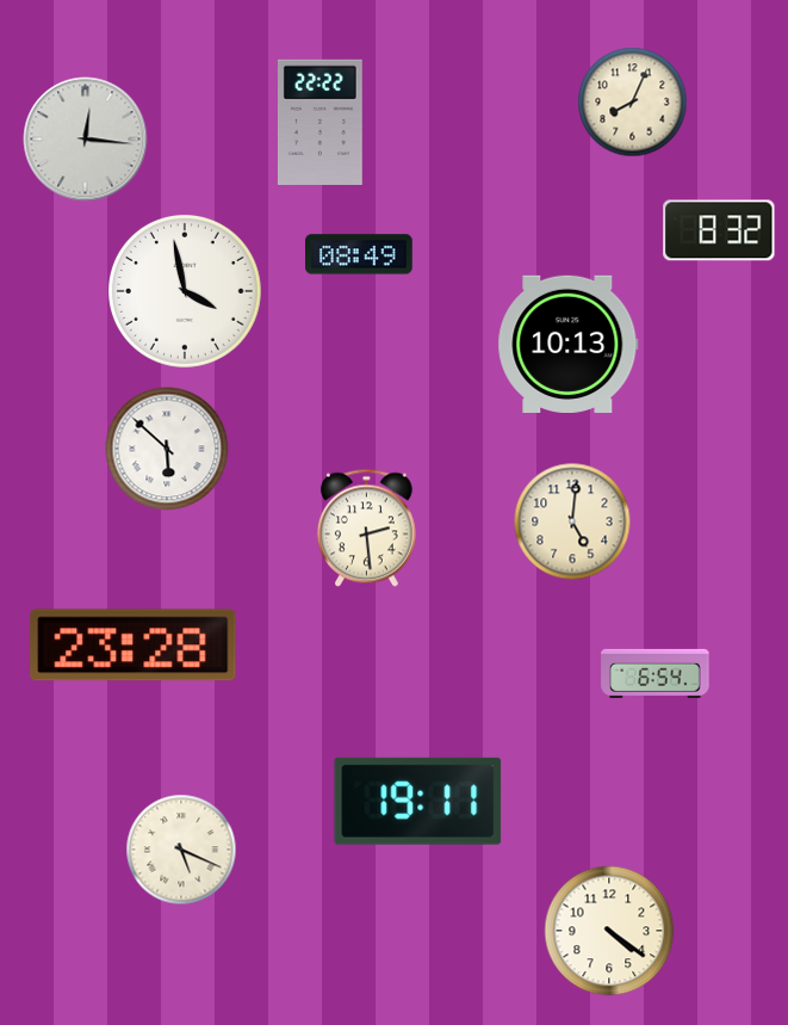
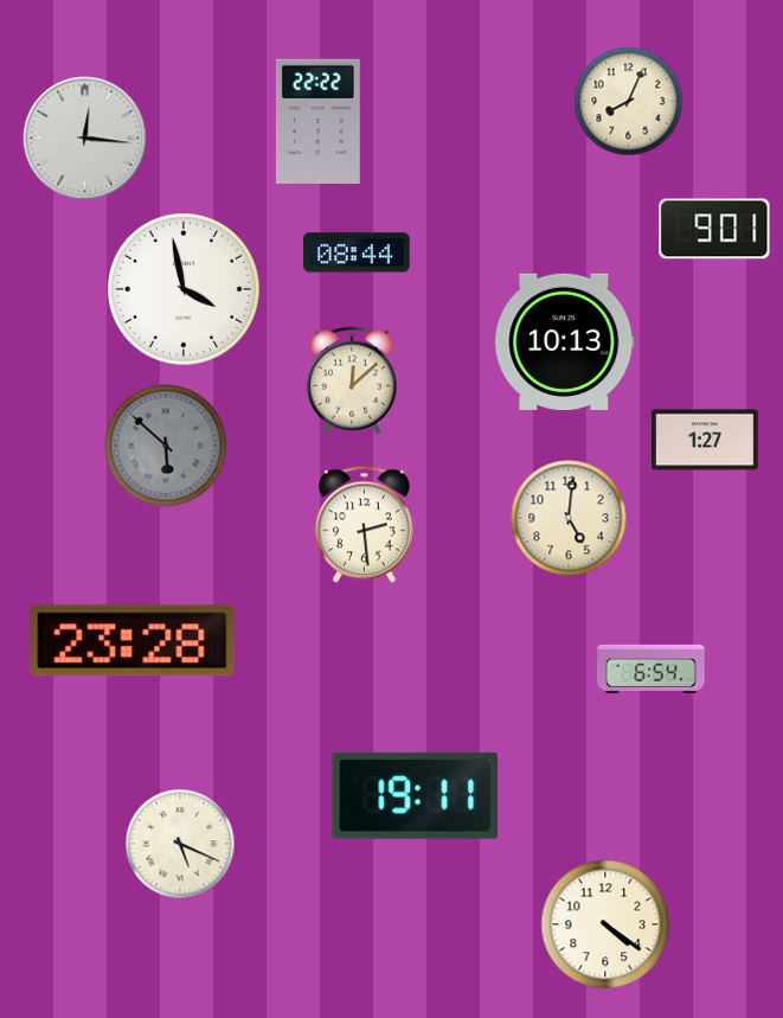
clock at (719, 230): 8:32 -> 9:01
clock at (360, 254): 08:49 -> 08:44
clock at (351, 380): none -> 12:08
clock at (706, 440): none -> 1:27
clock at (167, 449) dial: white -> grey
